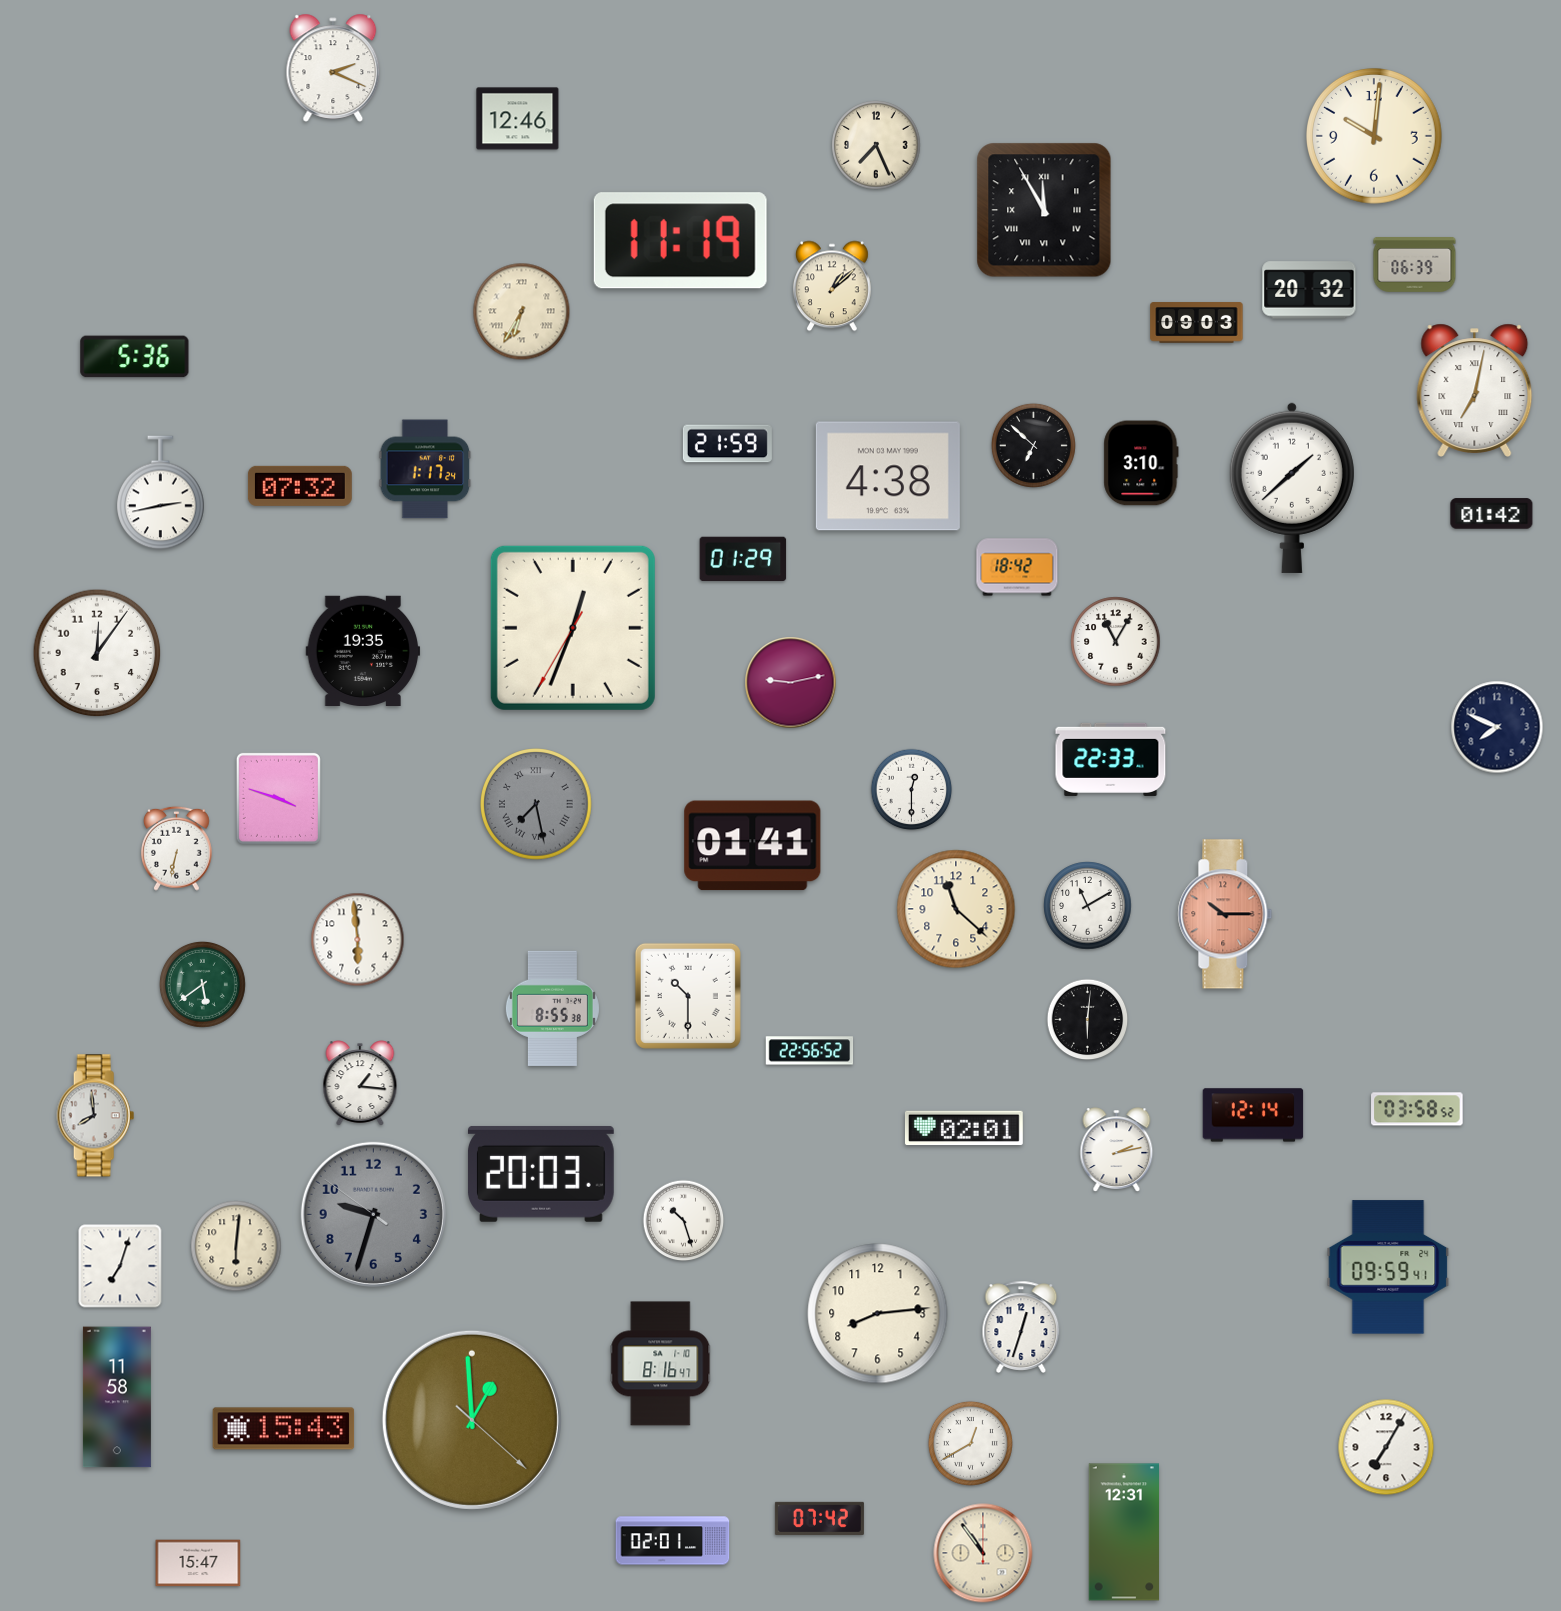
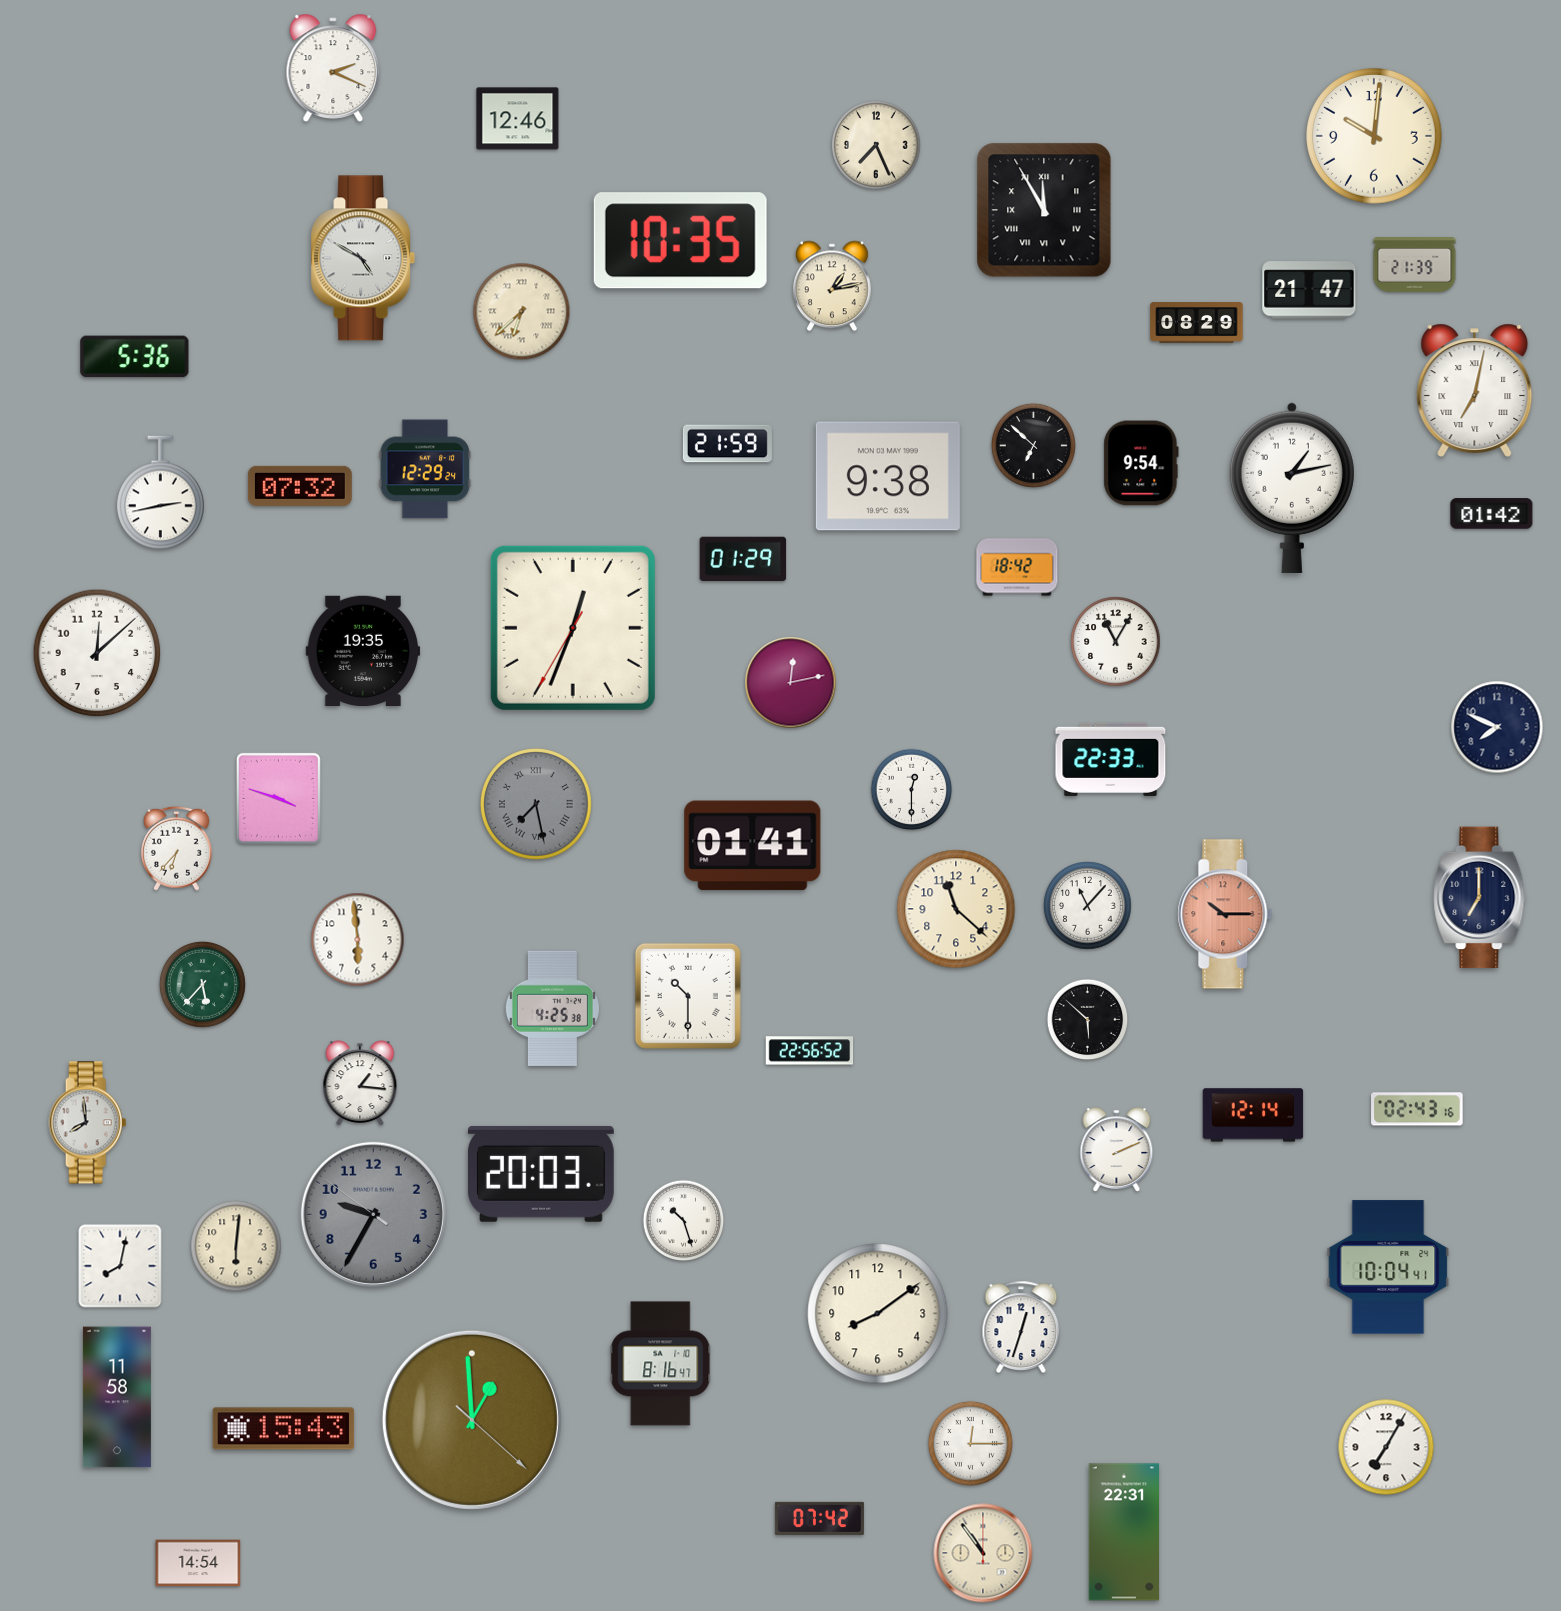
clock at (680, 241): 11:19 -> 10:35
clock at (363, 258): none -> 4:50
clock at (1415, 265): 06:39 -> 21:39
clock at (832, 286): 1:08 -> 1:13
clock at (1309, 290): 20:32 -> 21:47
clock at (522, 312): 6:35 -> 6:38
clock at (1197, 323): 09:03 -> 08:29
clock at (1141, 463): 3:10 -> 9:54
clock at (425, 469): 1:17 -> 12:29
clock at (888, 476): 4:38 -> 9:38
clock at (1292, 488): 1:38 -> 1:13
clock at (97, 653): 12:06 -> 12:08
clock at (791, 683): 9:13 -> 12:13
clock at (177, 848): 6:32 -> 6:37
clock at (1480, 898): none -> 7:00
clock at (1088, 906): 11:10 -> 11:07
clock at (202, 984): 5:39 -> 5:37
clock at (552, 1008): 8:55 -> 4:25
clock at (1088, 1020): 6:01 -> 5:52
clock at (1417, 1109): 03:58 -> 02:43
clock at (96, 1116) position: (96, 1116) -> (88, 1123)
clock at (964, 1128): 02:01 -> none
clock at (1117, 1150): 2:13 -> 2:11
clock at (373, 1214): 9:32 -> 9:34
clock at (120, 1266): 7:03 -> 8:02
clock at (1388, 1267): 09:59 -> 10:04
clock at (878, 1314): 8:14 -> 8:09
clock at (970, 1443): 12:40 -> 12:15
clock at (1124, 1532): 12:31 -> 22:31
clock at (673, 1541): 02:01 -> none
clock at (198, 1563): 15:47 -> 14:54
